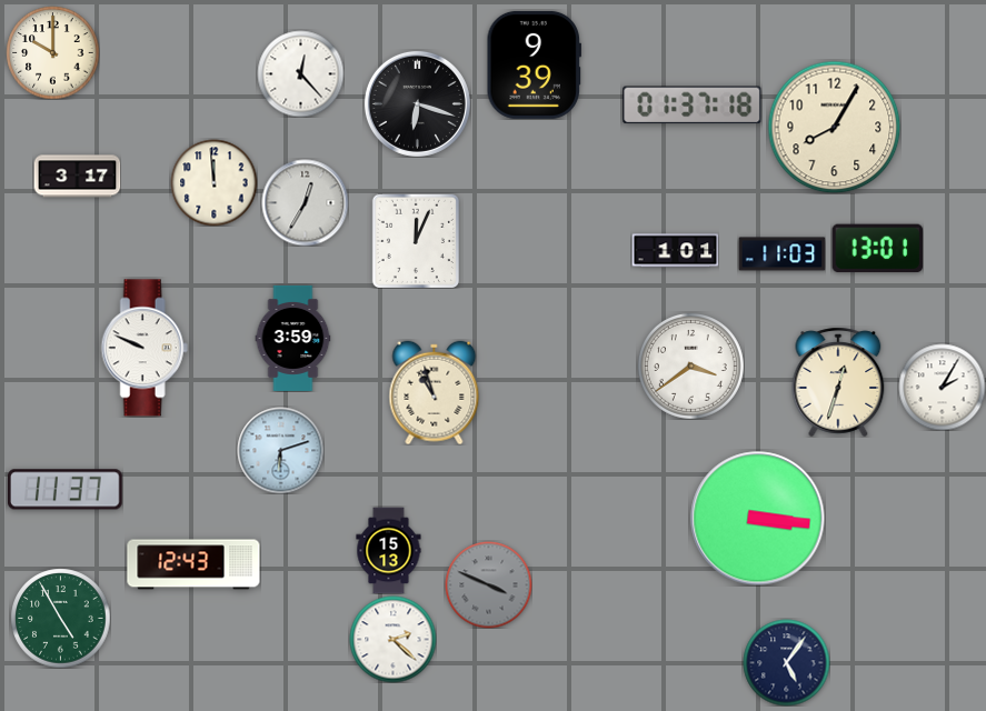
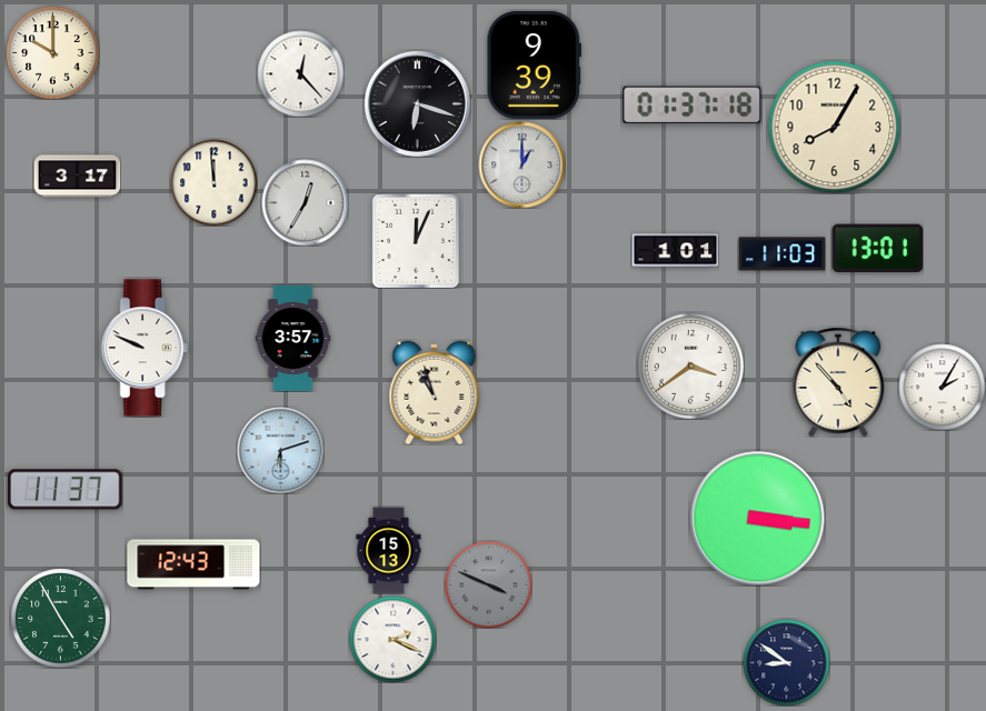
clock at (521, 164): none -> 1:00
clock at (293, 338): 3:59 -> 3:57
clock at (838, 382): 12:33 -> 4:53
clock at (392, 639): 2:22 -> 2:19
clock at (786, 662): 5:06 -> 8:51
